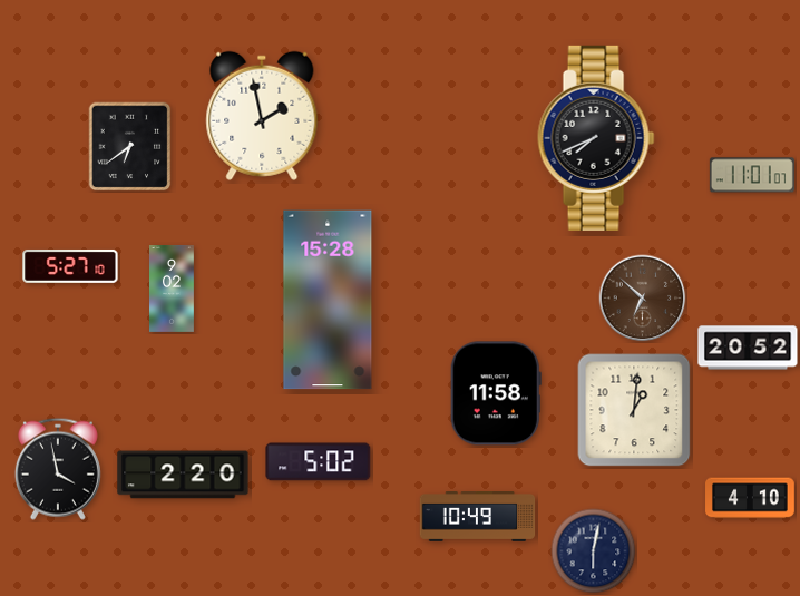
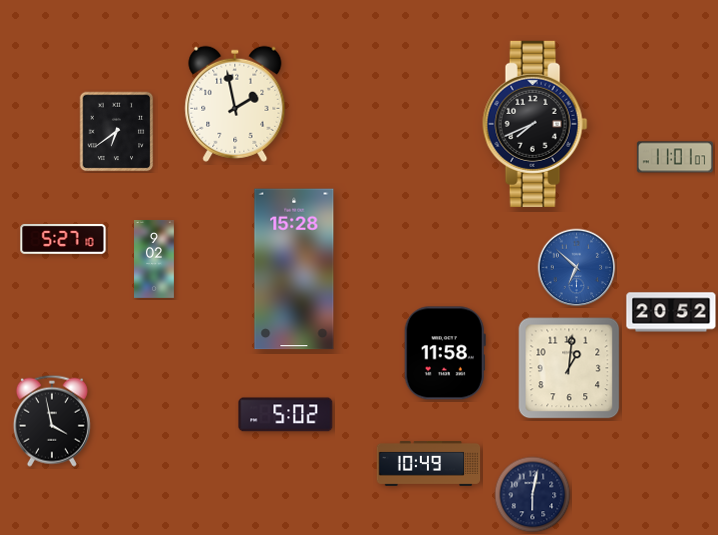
clock at (643, 299) dial: brown -> blue
clock at (183, 475): 2:20 -> none
clock at (750, 498): 4:10 -> none
